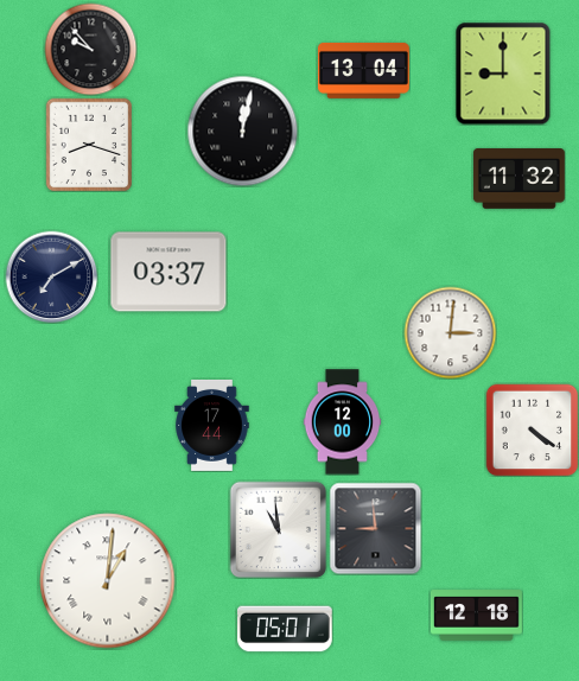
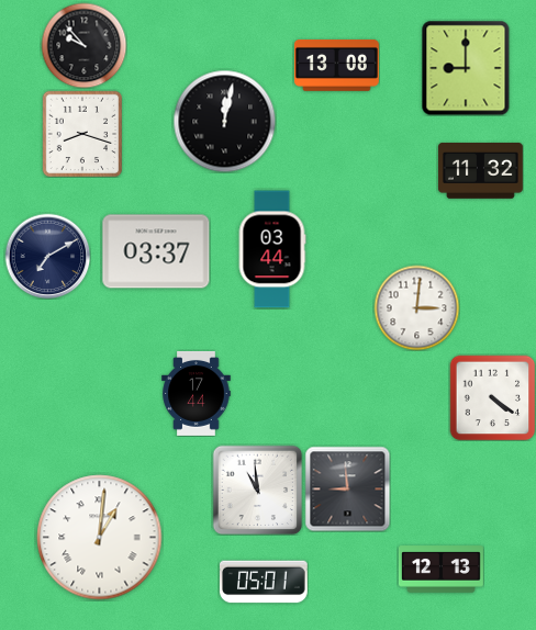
clock at (363, 70): 13:04 -> 13:08
clock at (518, 179) position: (518, 179) -> (480, 171)
clock at (272, 249): none -> 03:44
clock at (343, 422): 12:00 -> none
clock at (476, 616): 12:18 -> 12:13
